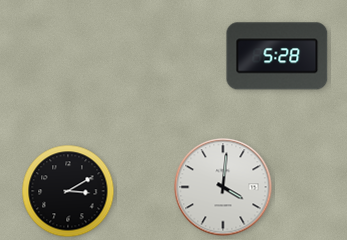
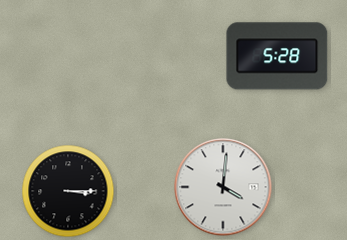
clock at (68, 191): 3:10 -> 3:15
